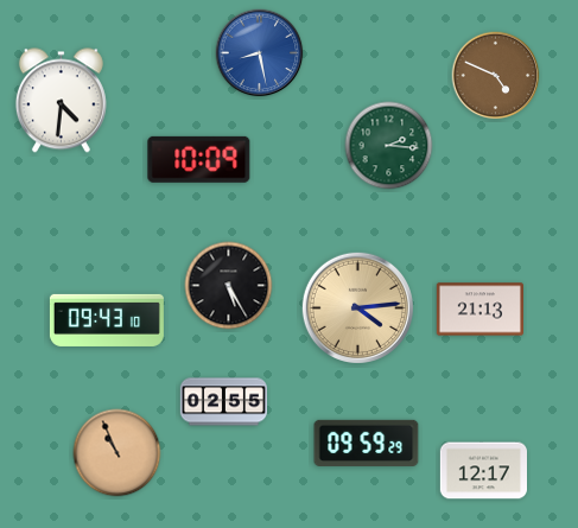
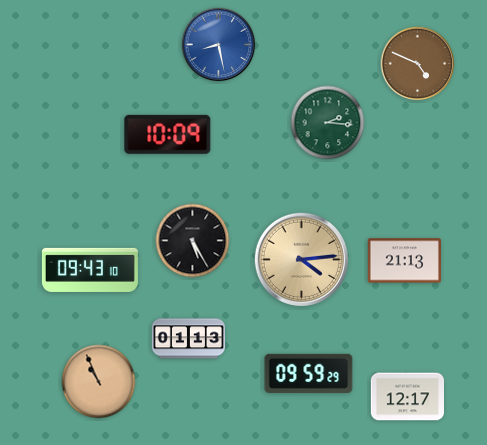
clock at (61, 101): 4:31 -> none
clock at (223, 402): 02:55 -> 01:13
